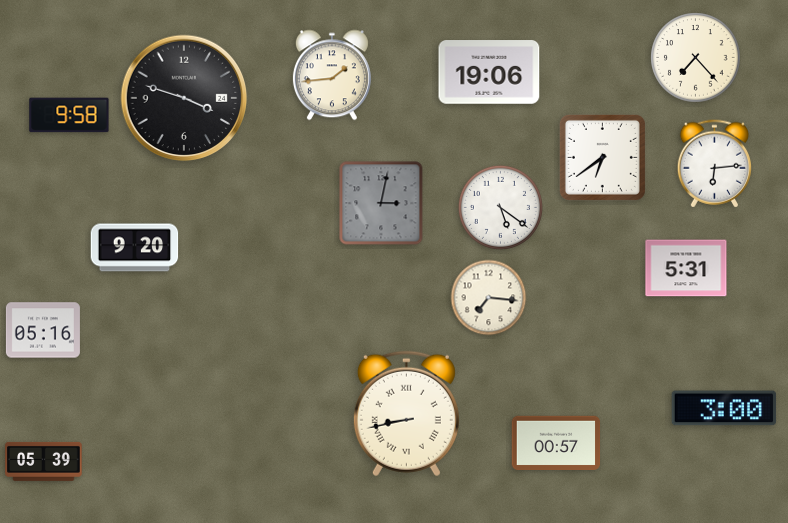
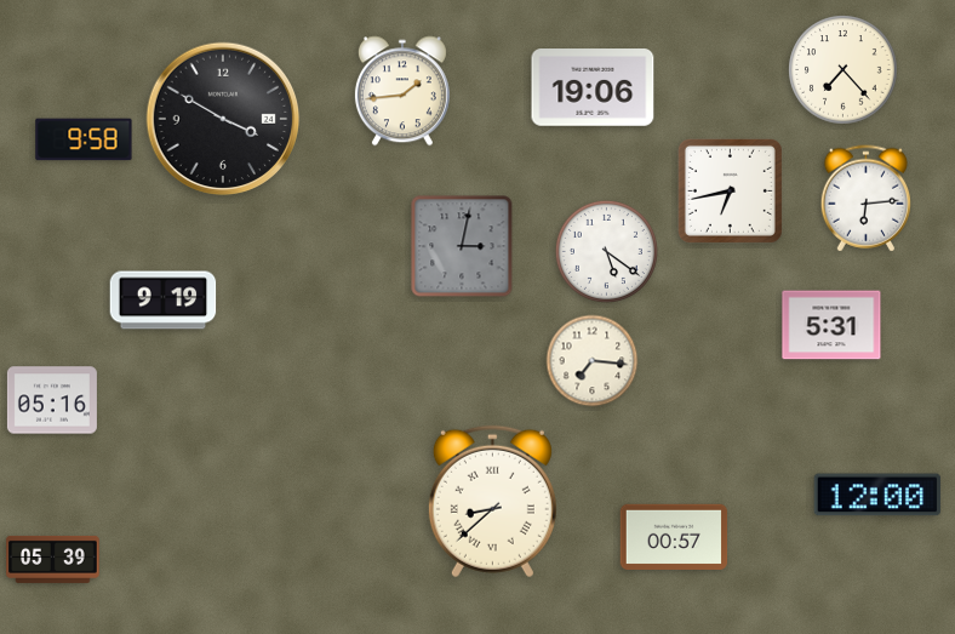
clock at (184, 98): 3:48 -> 3:50
clock at (602, 157): 6:39 -> 6:43
clock at (135, 248): 9:20 -> 9:19
clock at (724, 408): 3:00 -> 12:00
clock at (406, 414): 8:43 -> 8:38
